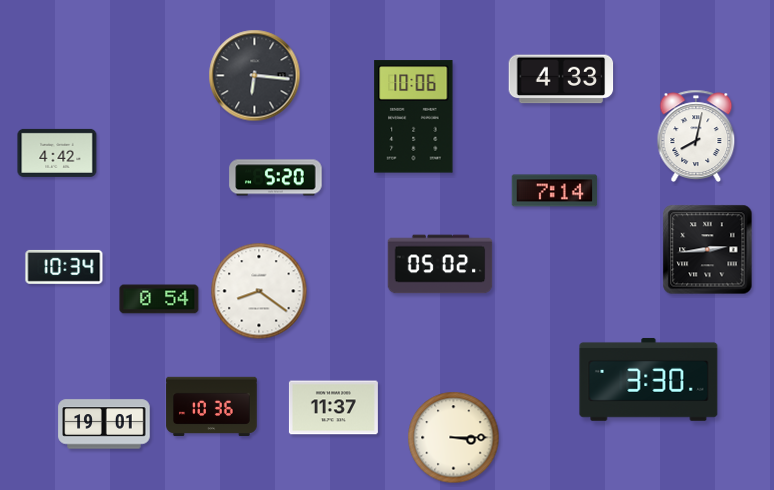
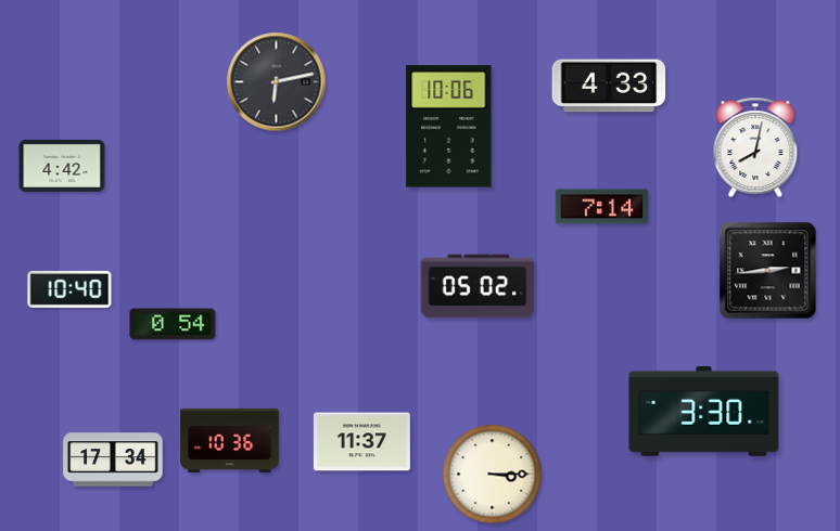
clock at (255, 76): 6:16 -> 6:13
clock at (276, 178): 5:20 -> none
clock at (64, 267): 10:34 -> 10:40
clock at (259, 291): 8:21 -> none
clock at (104, 424): 19:01 -> 17:34
